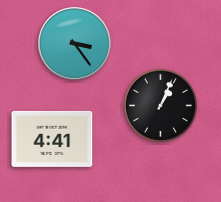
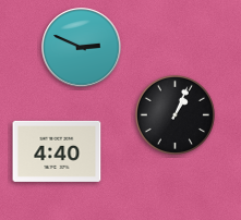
clock at (75, 44): 3:24 -> 2:49
clock at (52, 139): 4:41 -> 4:40
